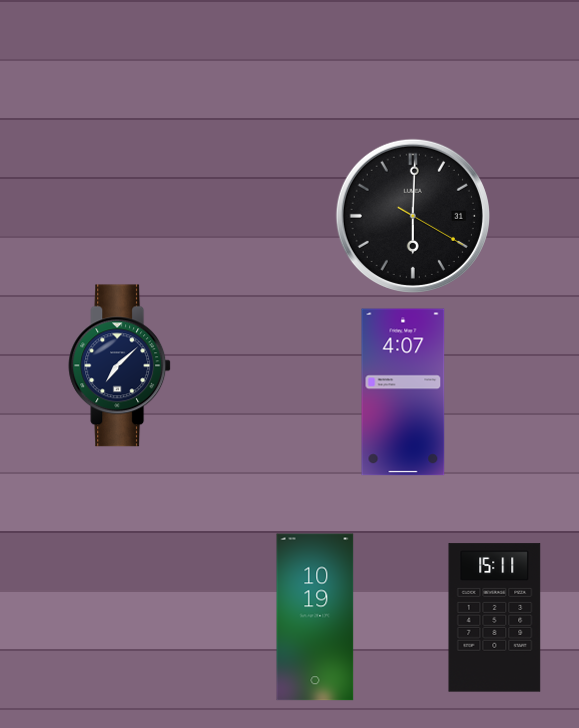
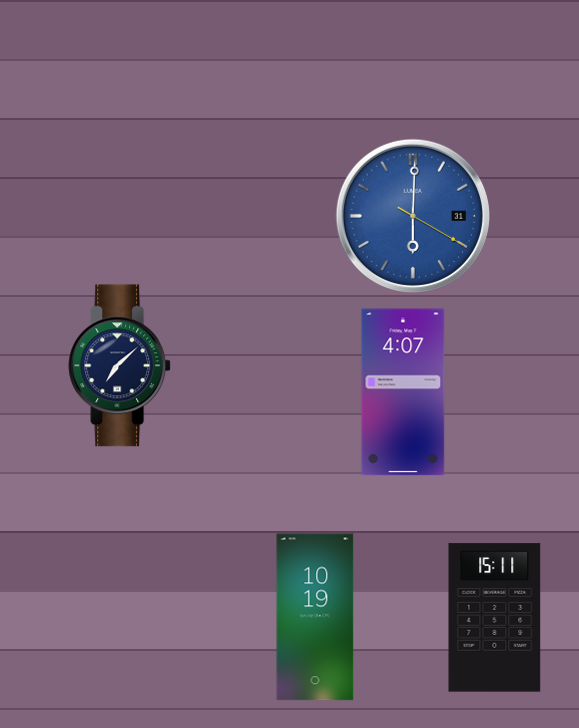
clock at (413, 216) dial: black -> blue
